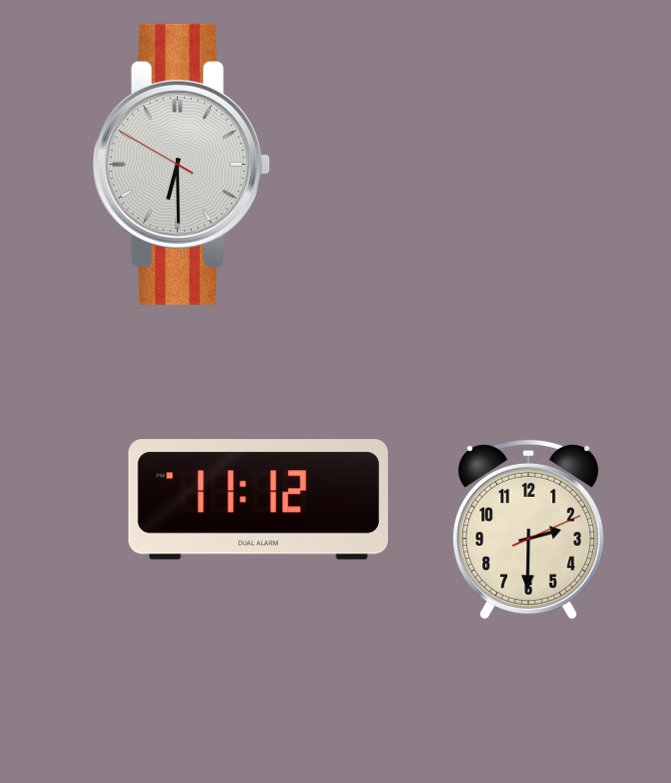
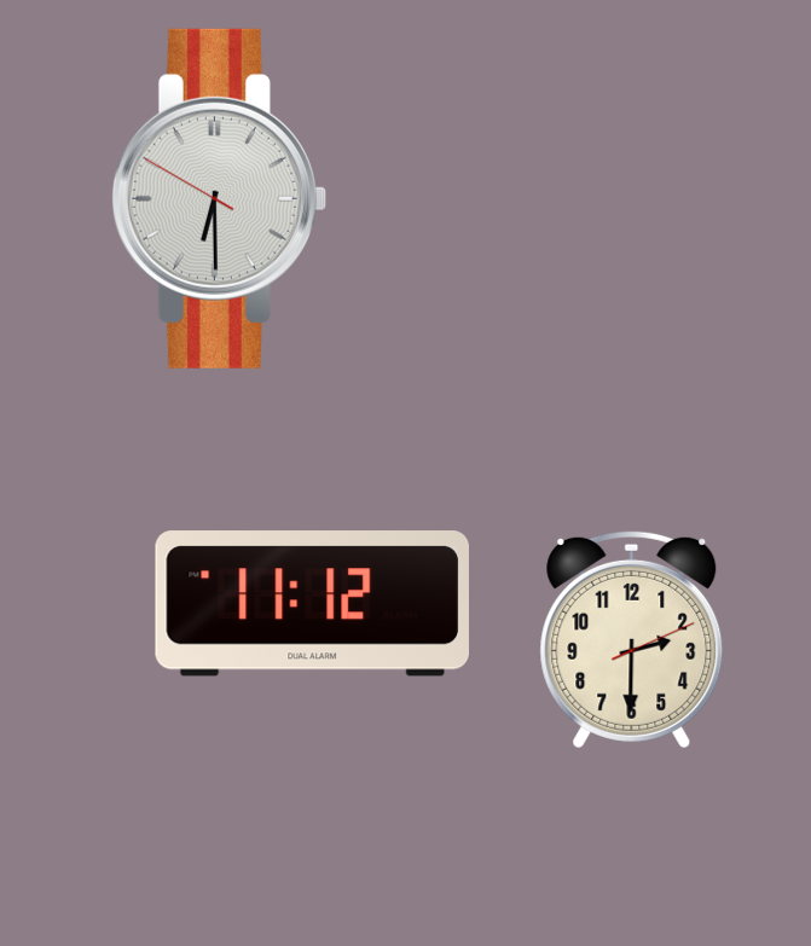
clock at (529, 529) position: (529, 529) -> (632, 639)
